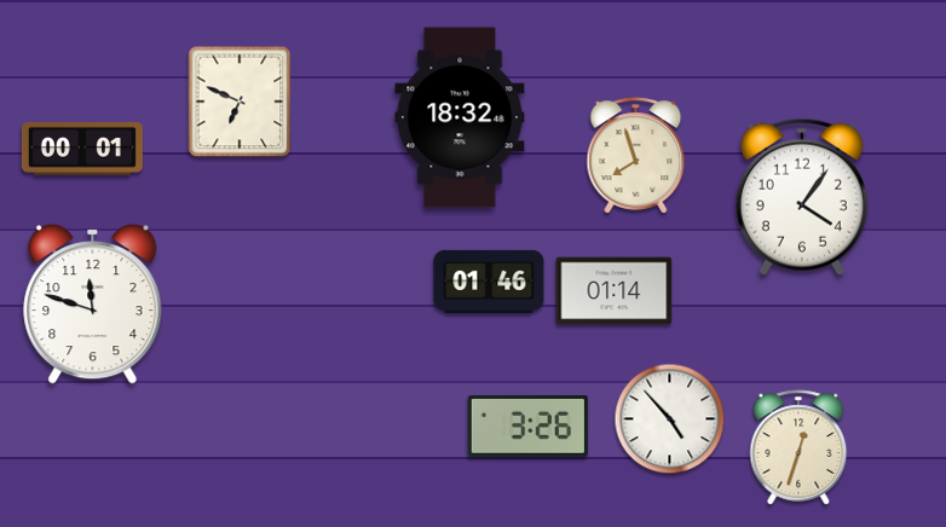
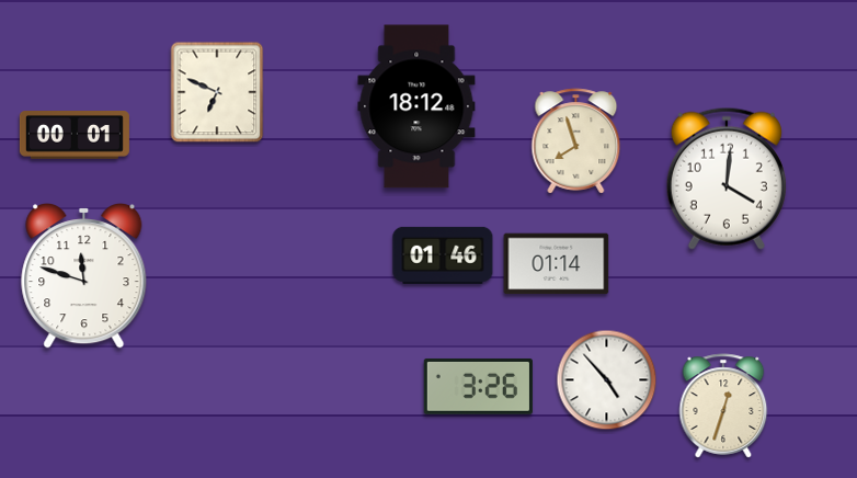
clock at (460, 117): 18:32 -> 18:12
clock at (802, 197): 4:06 -> 4:01
